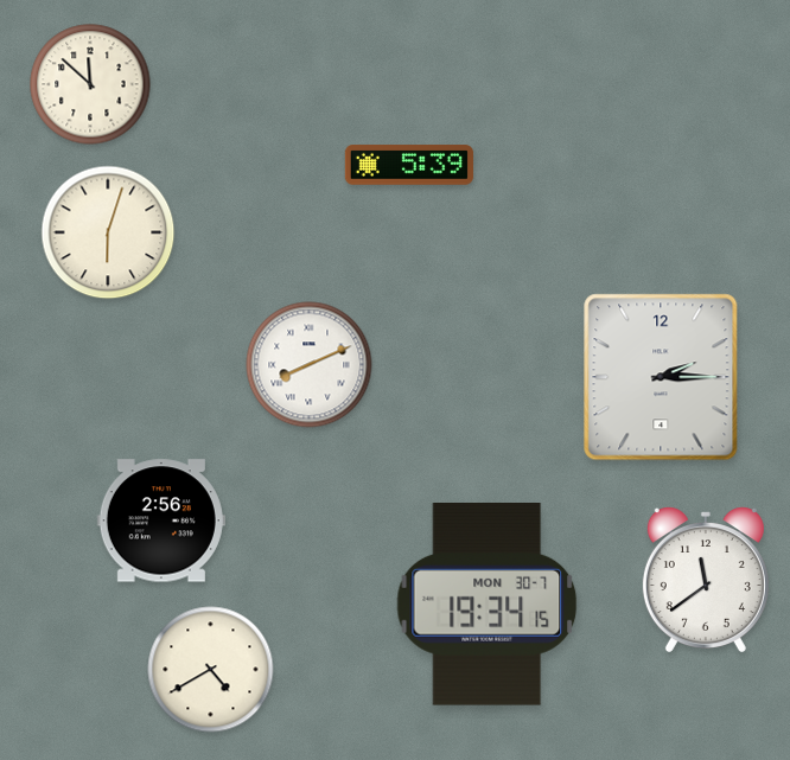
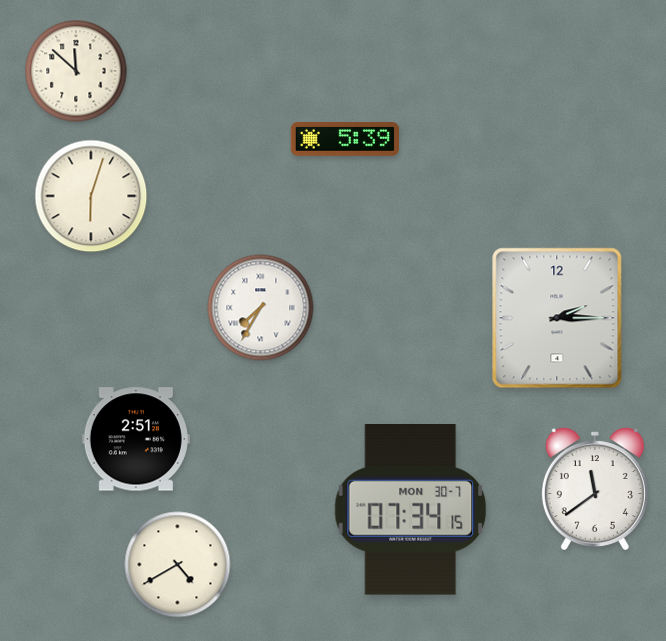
clock at (310, 365): 8:11 -> 7:35
clock at (161, 520): 2:56 -> 2:51
clock at (488, 605): 19:34 -> 07:34
